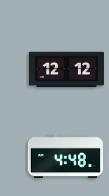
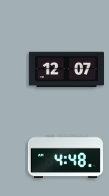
clock at (66, 70): 12:12 -> 12:07
